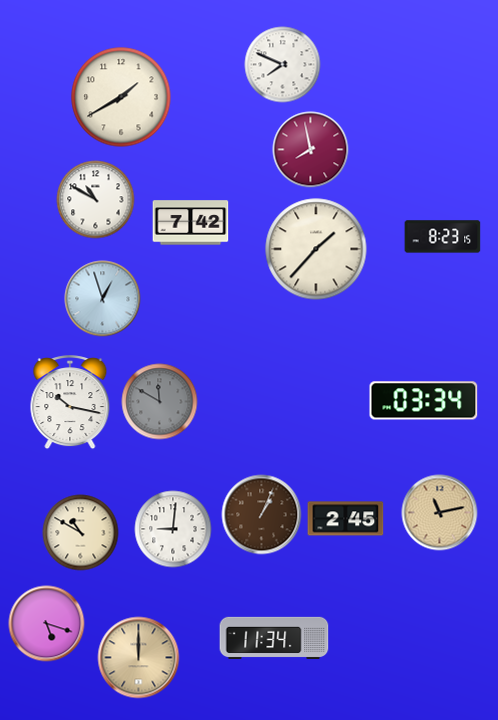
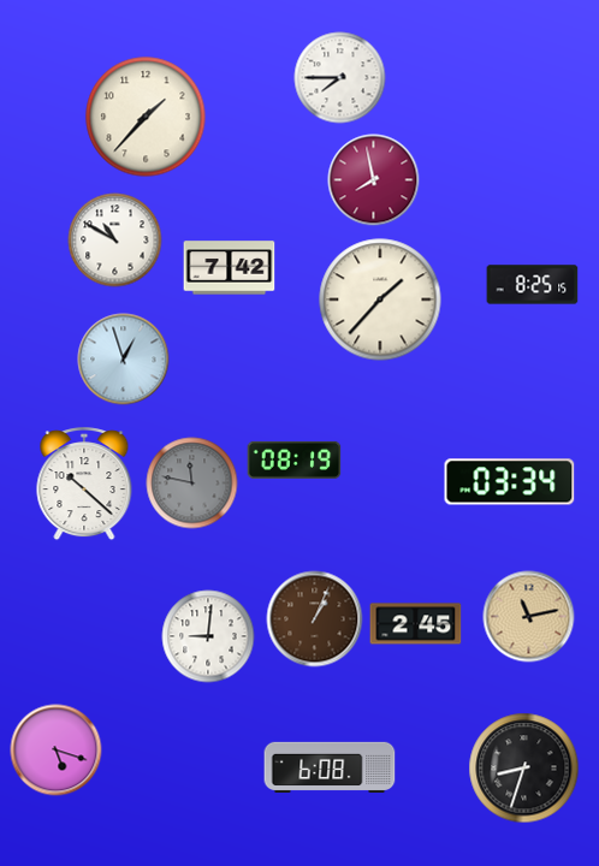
clock at (283, 65): 7:49 -> 7:45
clock at (121, 97): 1:40 -> 1:37
clock at (443, 237): 8:23 -> 8:25
clock at (295, 459): none -> 08:19
clock at (160, 402): 11:50 -> 11:47
clock at (70, 403): 10:17 -> 10:22
clock at (81, 533): 10:50 -> none
clock at (274, 637): 11:34 -> 6:08
clock at (524, 769): none -> 8:33
clock at (139, 658): 12:00 -> none
